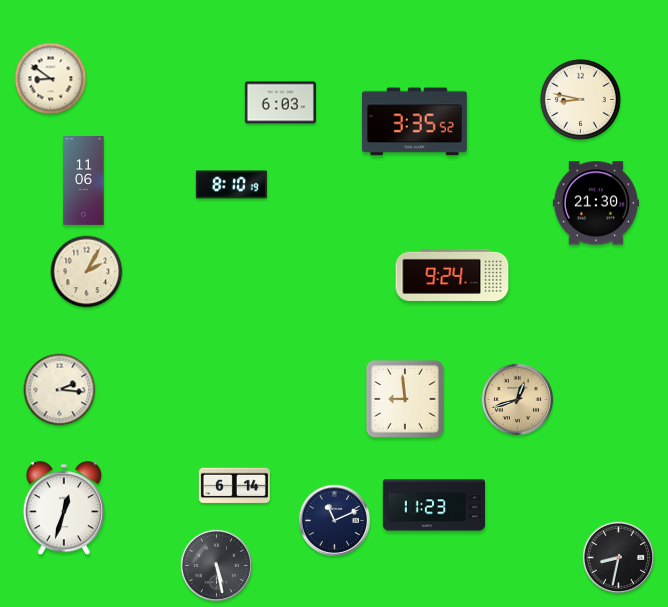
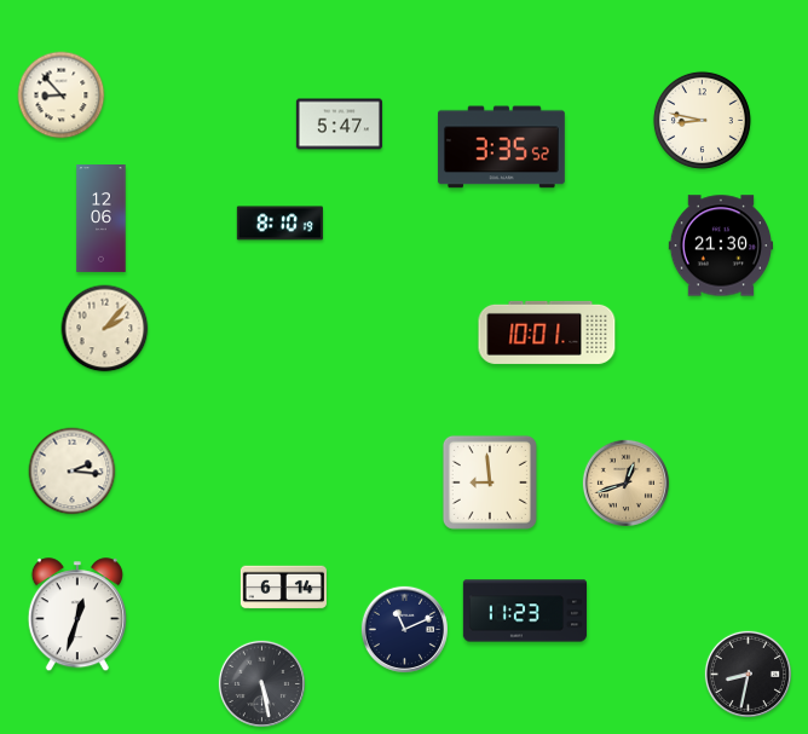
clock at (51, 79): 8:51 -> 8:53
clock at (280, 103): 6:03 -> 5:47
clock at (84, 181): 11:06 -> 12:06
clock at (87, 272): 2:05 -> 2:07
clock at (452, 275): 9:24 -> 10:01
